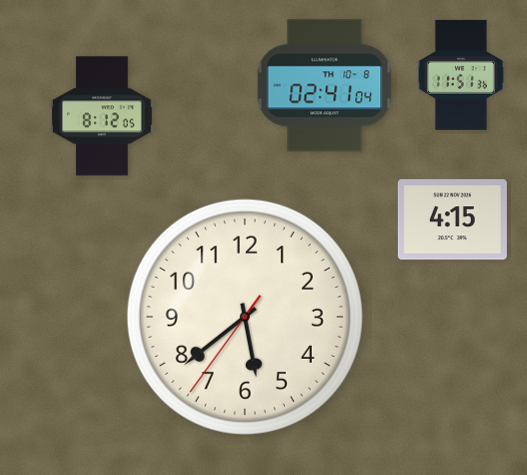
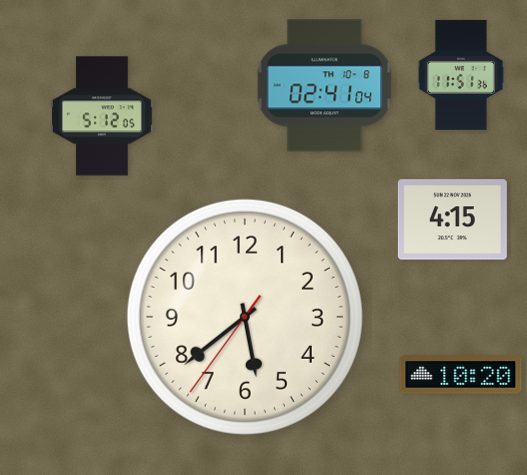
clock at (102, 116): 8:12 -> 5:12
clock at (461, 375): none -> 10:20
